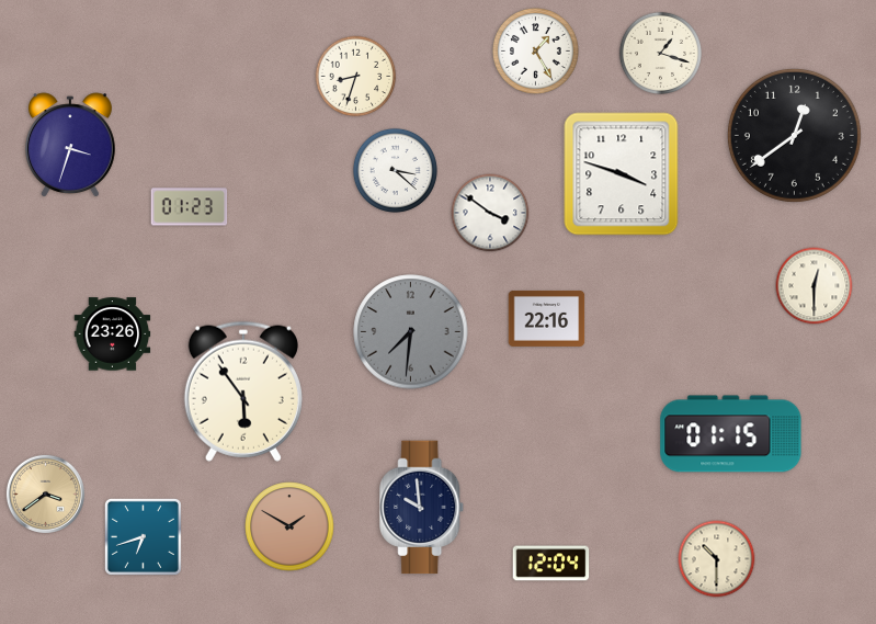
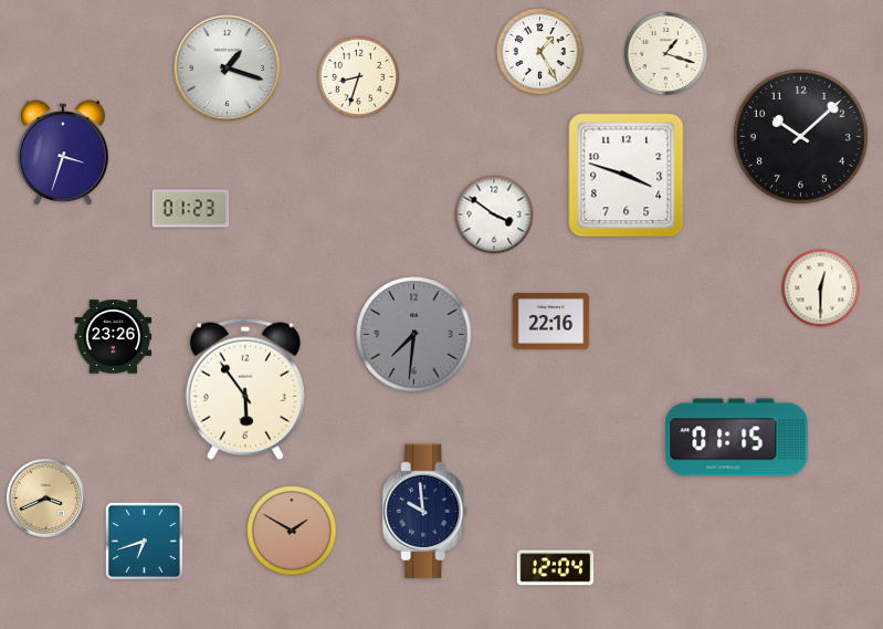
clock at (228, 69): none -> 1:18
clock at (794, 135): 12:39 -> 10:08
clock at (70, 146) position: (70, 146) -> (63, 154)
clock at (395, 170): 3:22 -> none
clock at (243, 392) position: (243, 392) -> (245, 389)
clock at (45, 493): 3:39 -> 3:41
clock at (717, 559): 10:30 -> none
